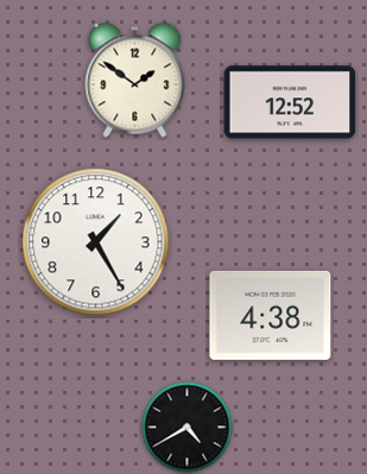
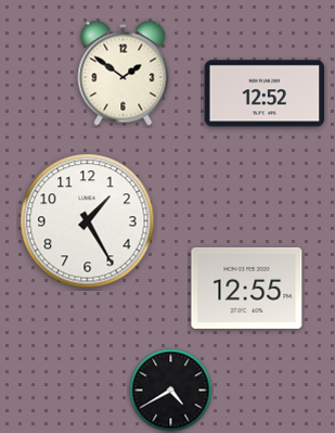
clock at (271, 315): 4:38 -> 12:55
